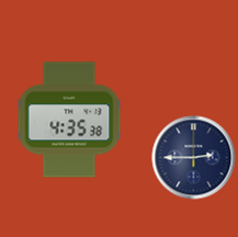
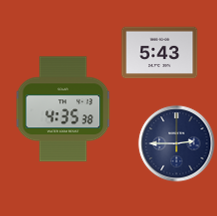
clock at (160, 53): none -> 5:43
